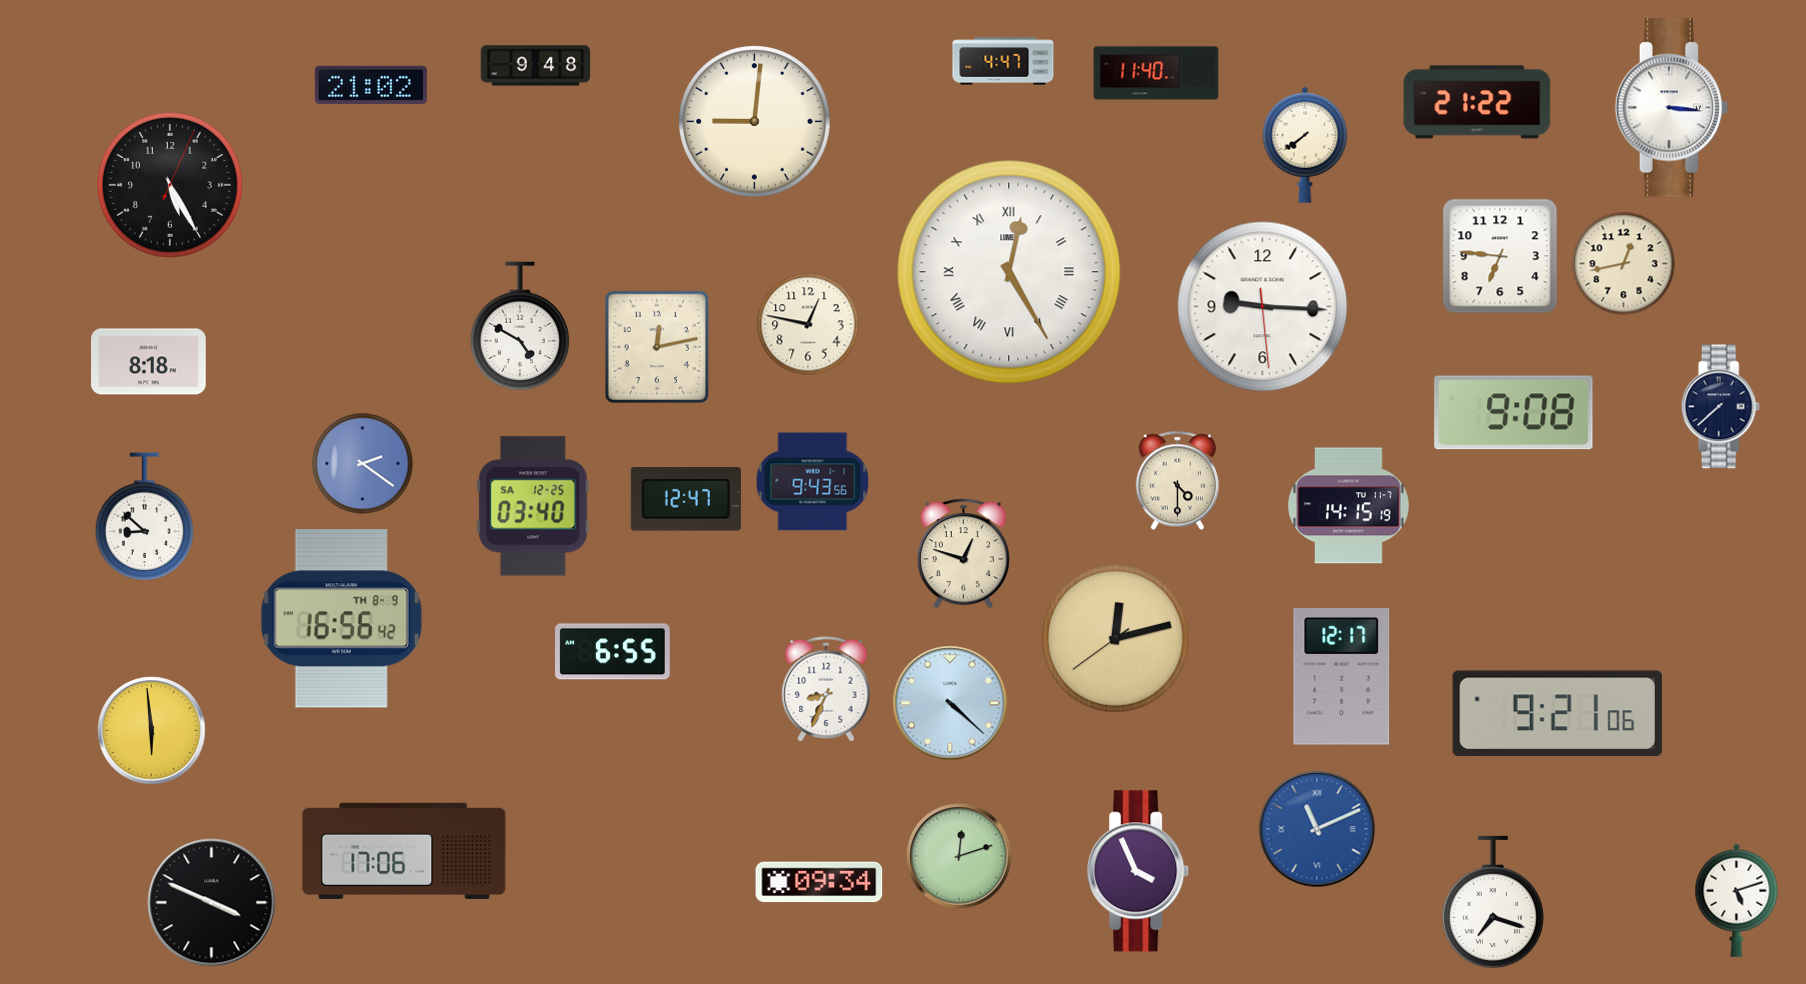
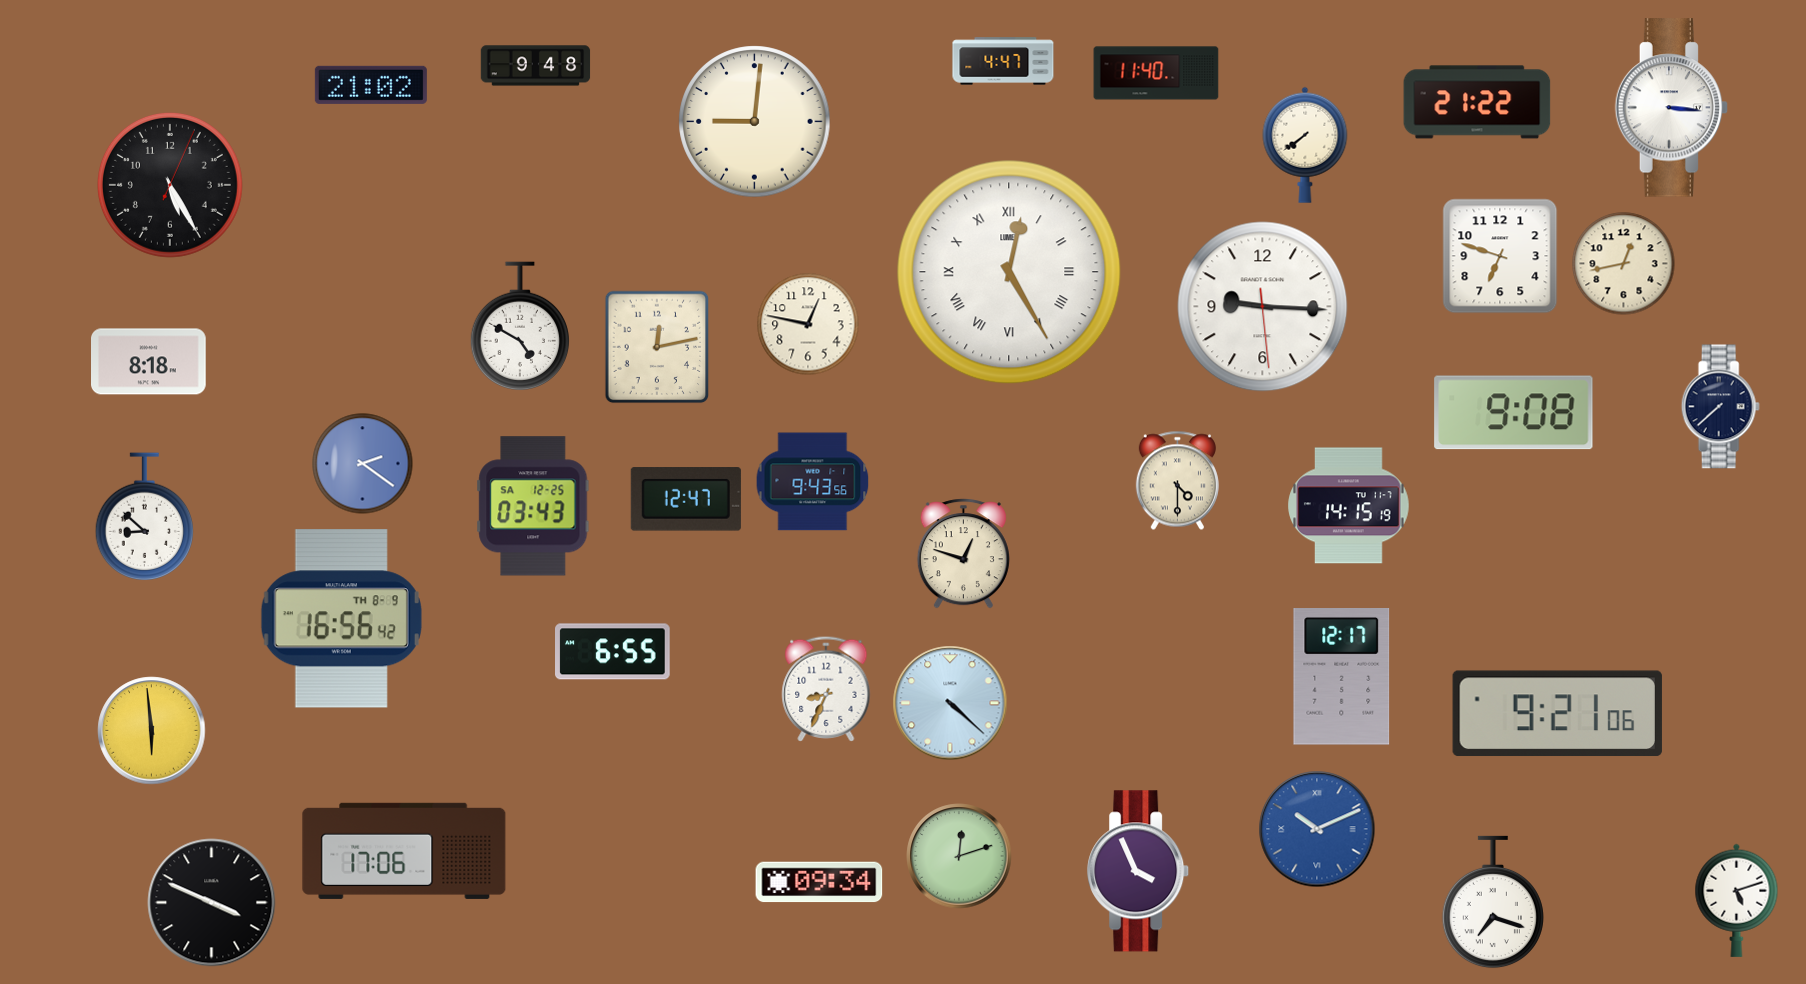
clock at (1500, 256): 6:46 -> 6:48
clock at (533, 506): 03:40 -> 03:43
clock at (1116, 639): 12:12 -> none
clock at (1317, 829): 11:11 -> 10:11
